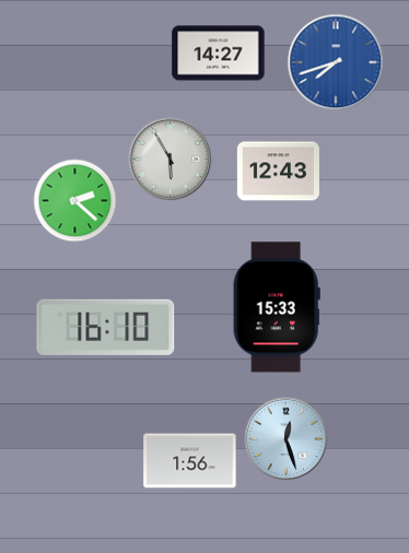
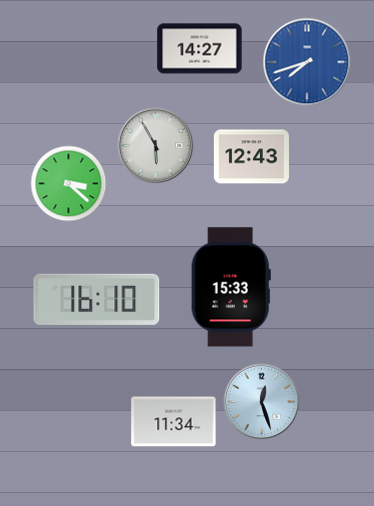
clock at (336, 62) position: (336, 62) -> (307, 62)
clock at (278, 172) position: (278, 172) -> (251, 157)
clock at (75, 201): 2:22 -> 3:22
clock at (277, 307) position: (277, 307) -> (231, 287)
clock at (190, 461): 1:56 -> 11:34
